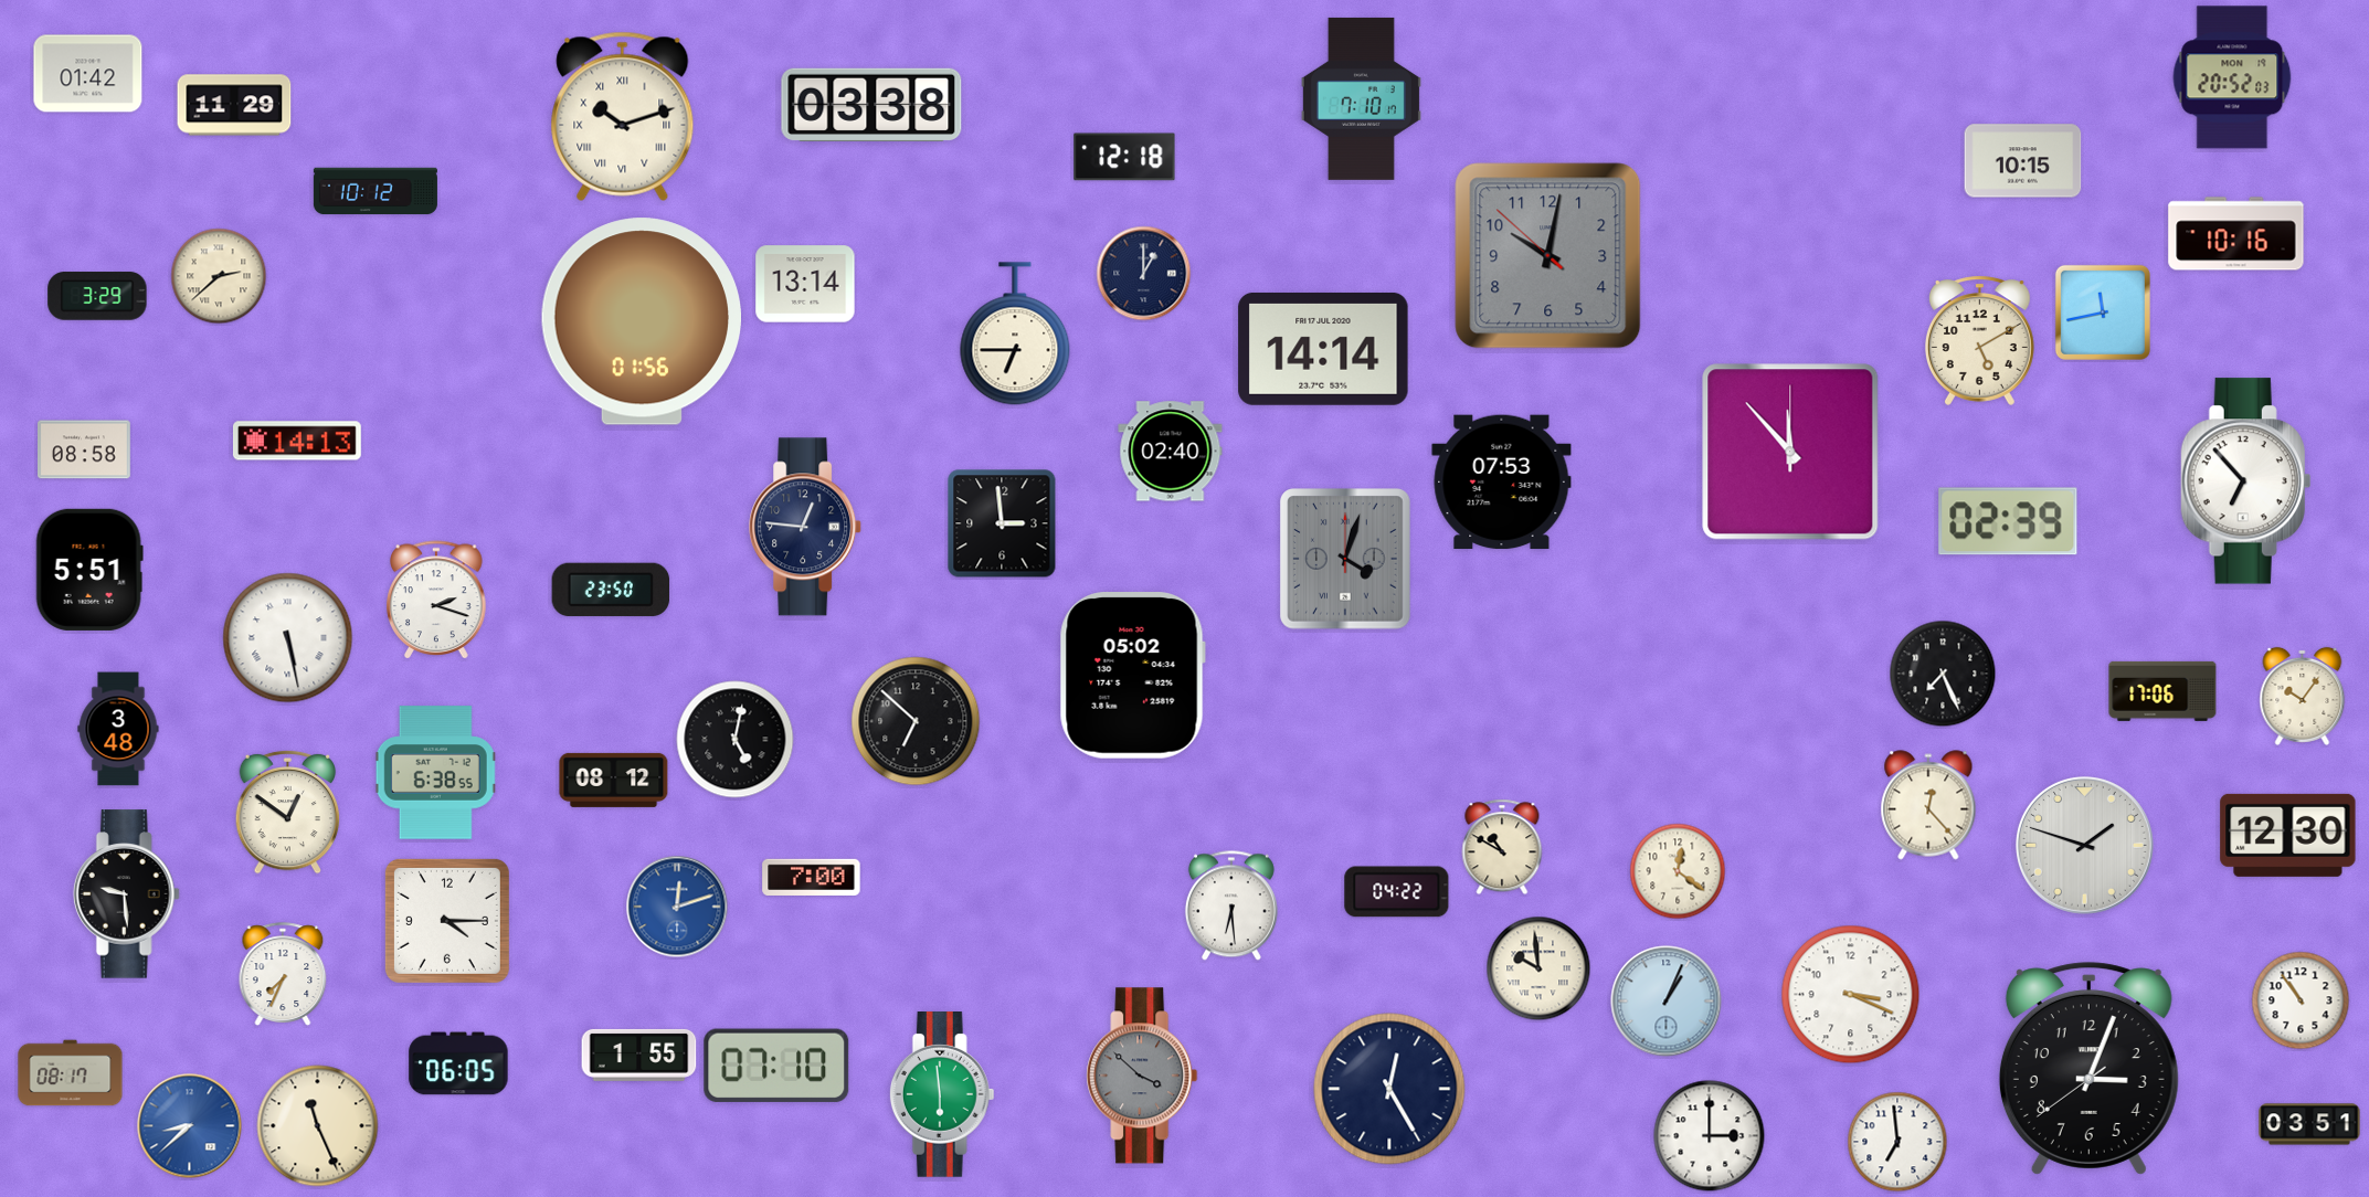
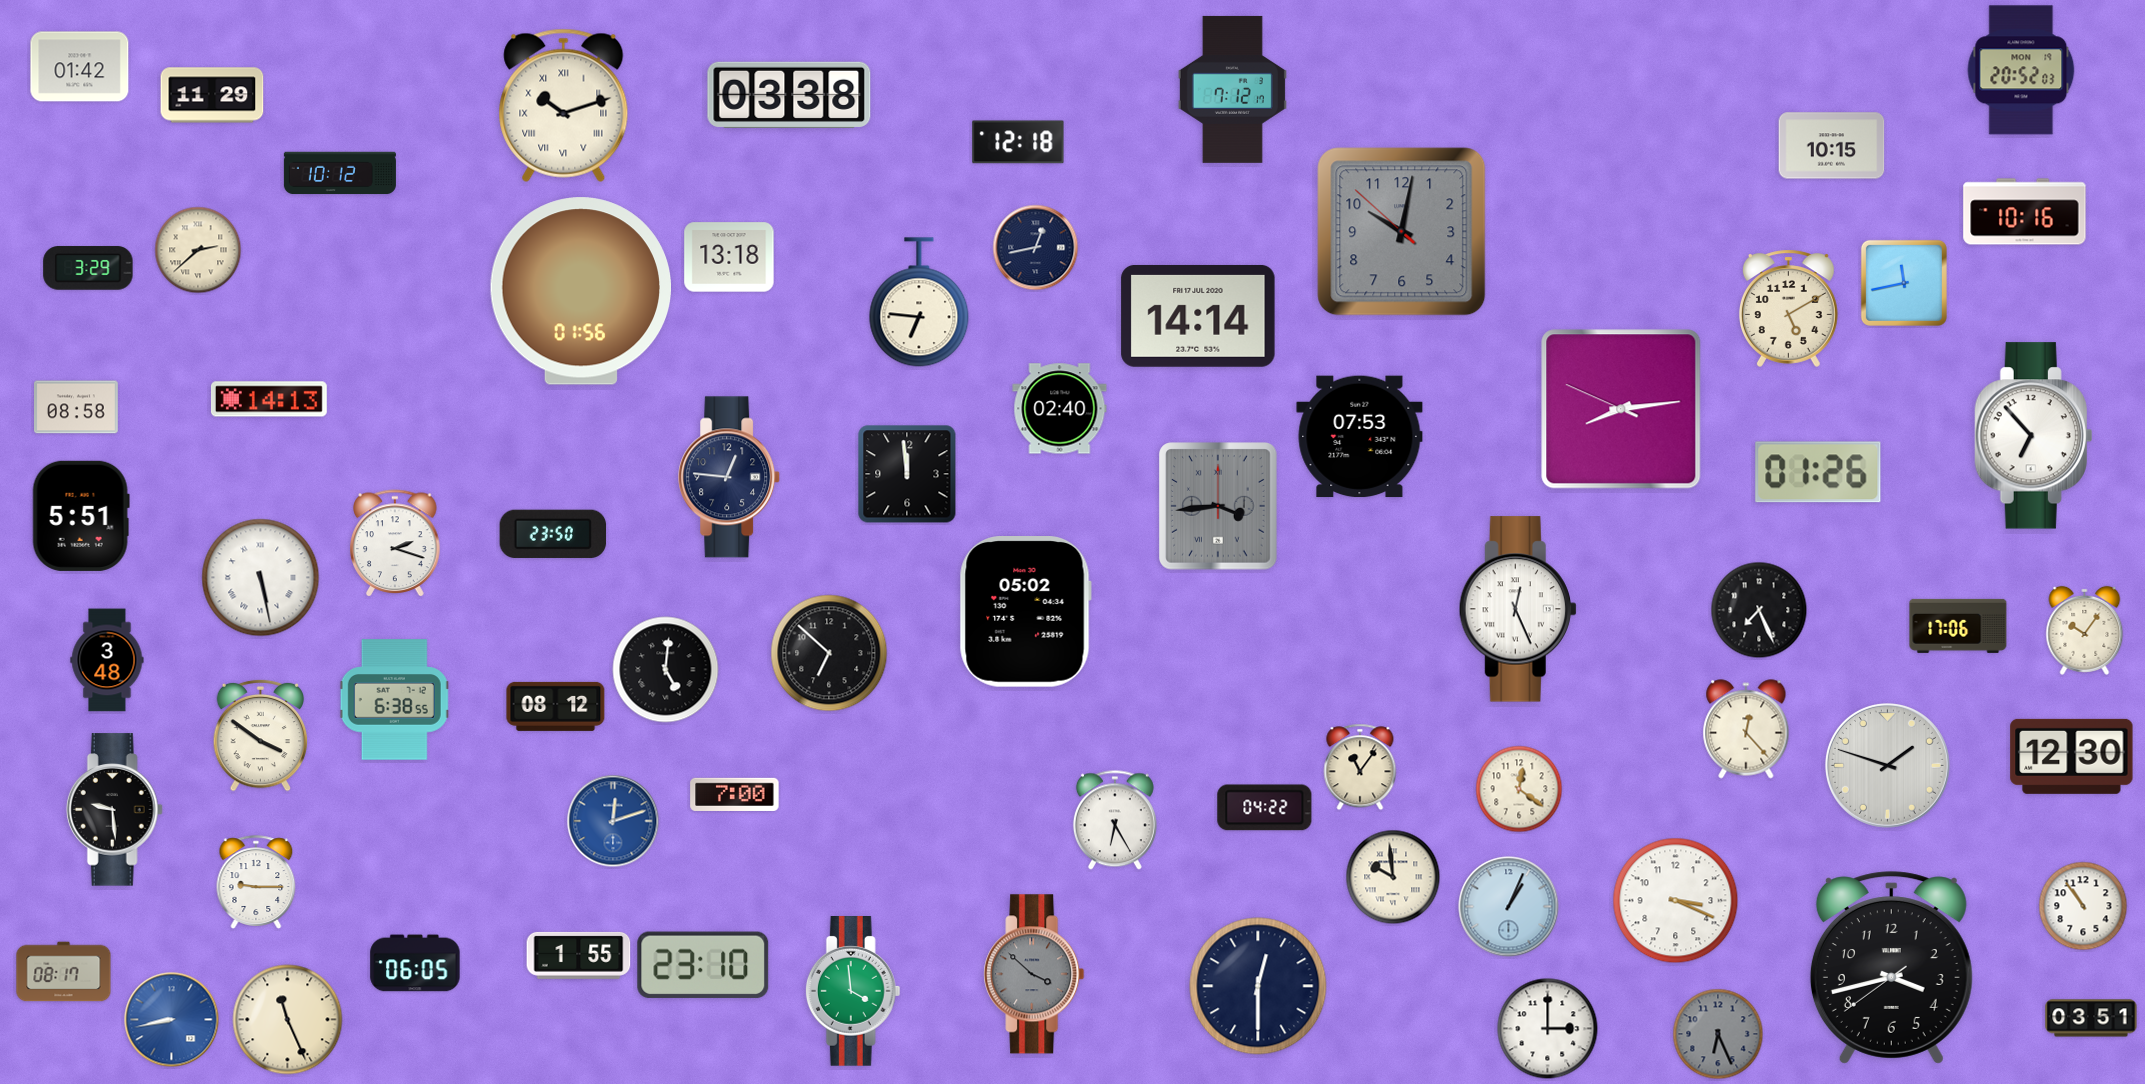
clock at (1361, 98): 7:10 -> 7:12
clock at (1144, 274): 1:00 -> 12:43
clock at (805, 284): 13:14 -> 13:18
clock at (1015, 333): 6:45 -> 6:46
clock at (1979, 340) position: (1979, 340) -> (1788, 308)
clock at (1790, 452): 11:53 -> 8:13
clock at (2008, 521): 02:39 -> 01:26
clock at (1002, 523): 2:59 -> 11:59
clock at (1345, 559): 4:03 -> 3:44
clock at (1518, 609): none -> 12:26
clock at (736, 740): 5:02 -> 5:01
clock at (288, 812): 12:51 -> 3:51
clock at (1502, 847): 10:50 -> 11:06
clock at (1231, 905): 6:29 -> 6:25
clock at (447, 921): 4:15 -> none
clock at (283, 974): 7:34 -> 9:15
clock at (776, 1066): 07:10 -> 23:10
clock at (2088, 1069): 3:03 -> 3:42
clock at (1389, 1089): 12:25 -> 12:30
clock at (942, 1095): 5:59 -> 3:59
clock at (190, 1126): 8:38 -> 8:43
clock at (1897, 1142): 6:59 -> 6:26
clock at (1897, 1142) dial: white -> grey
